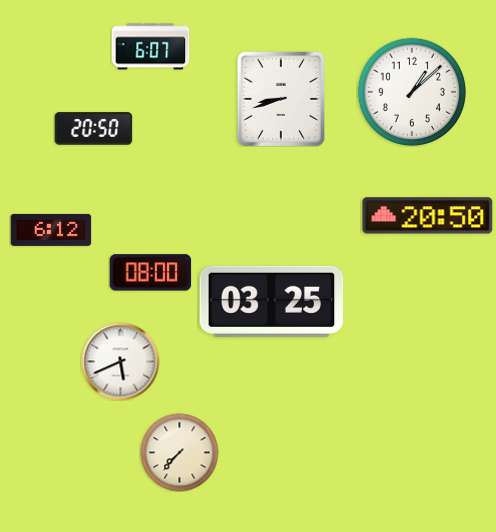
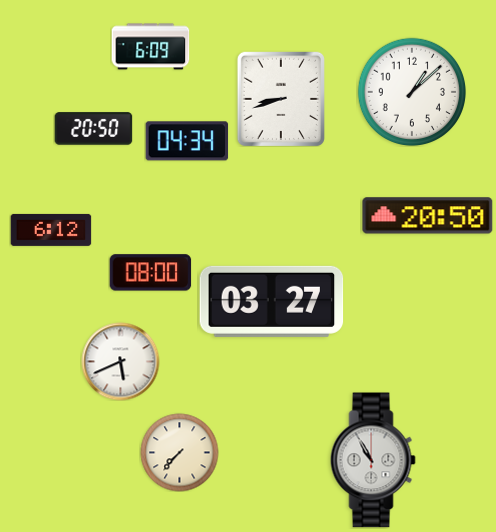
clock at (150, 47): 6:07 -> 6:09
clock at (187, 141): none -> 04:34
clock at (272, 301): 03:25 -> 03:27
clock at (373, 460): none -> 10:55
